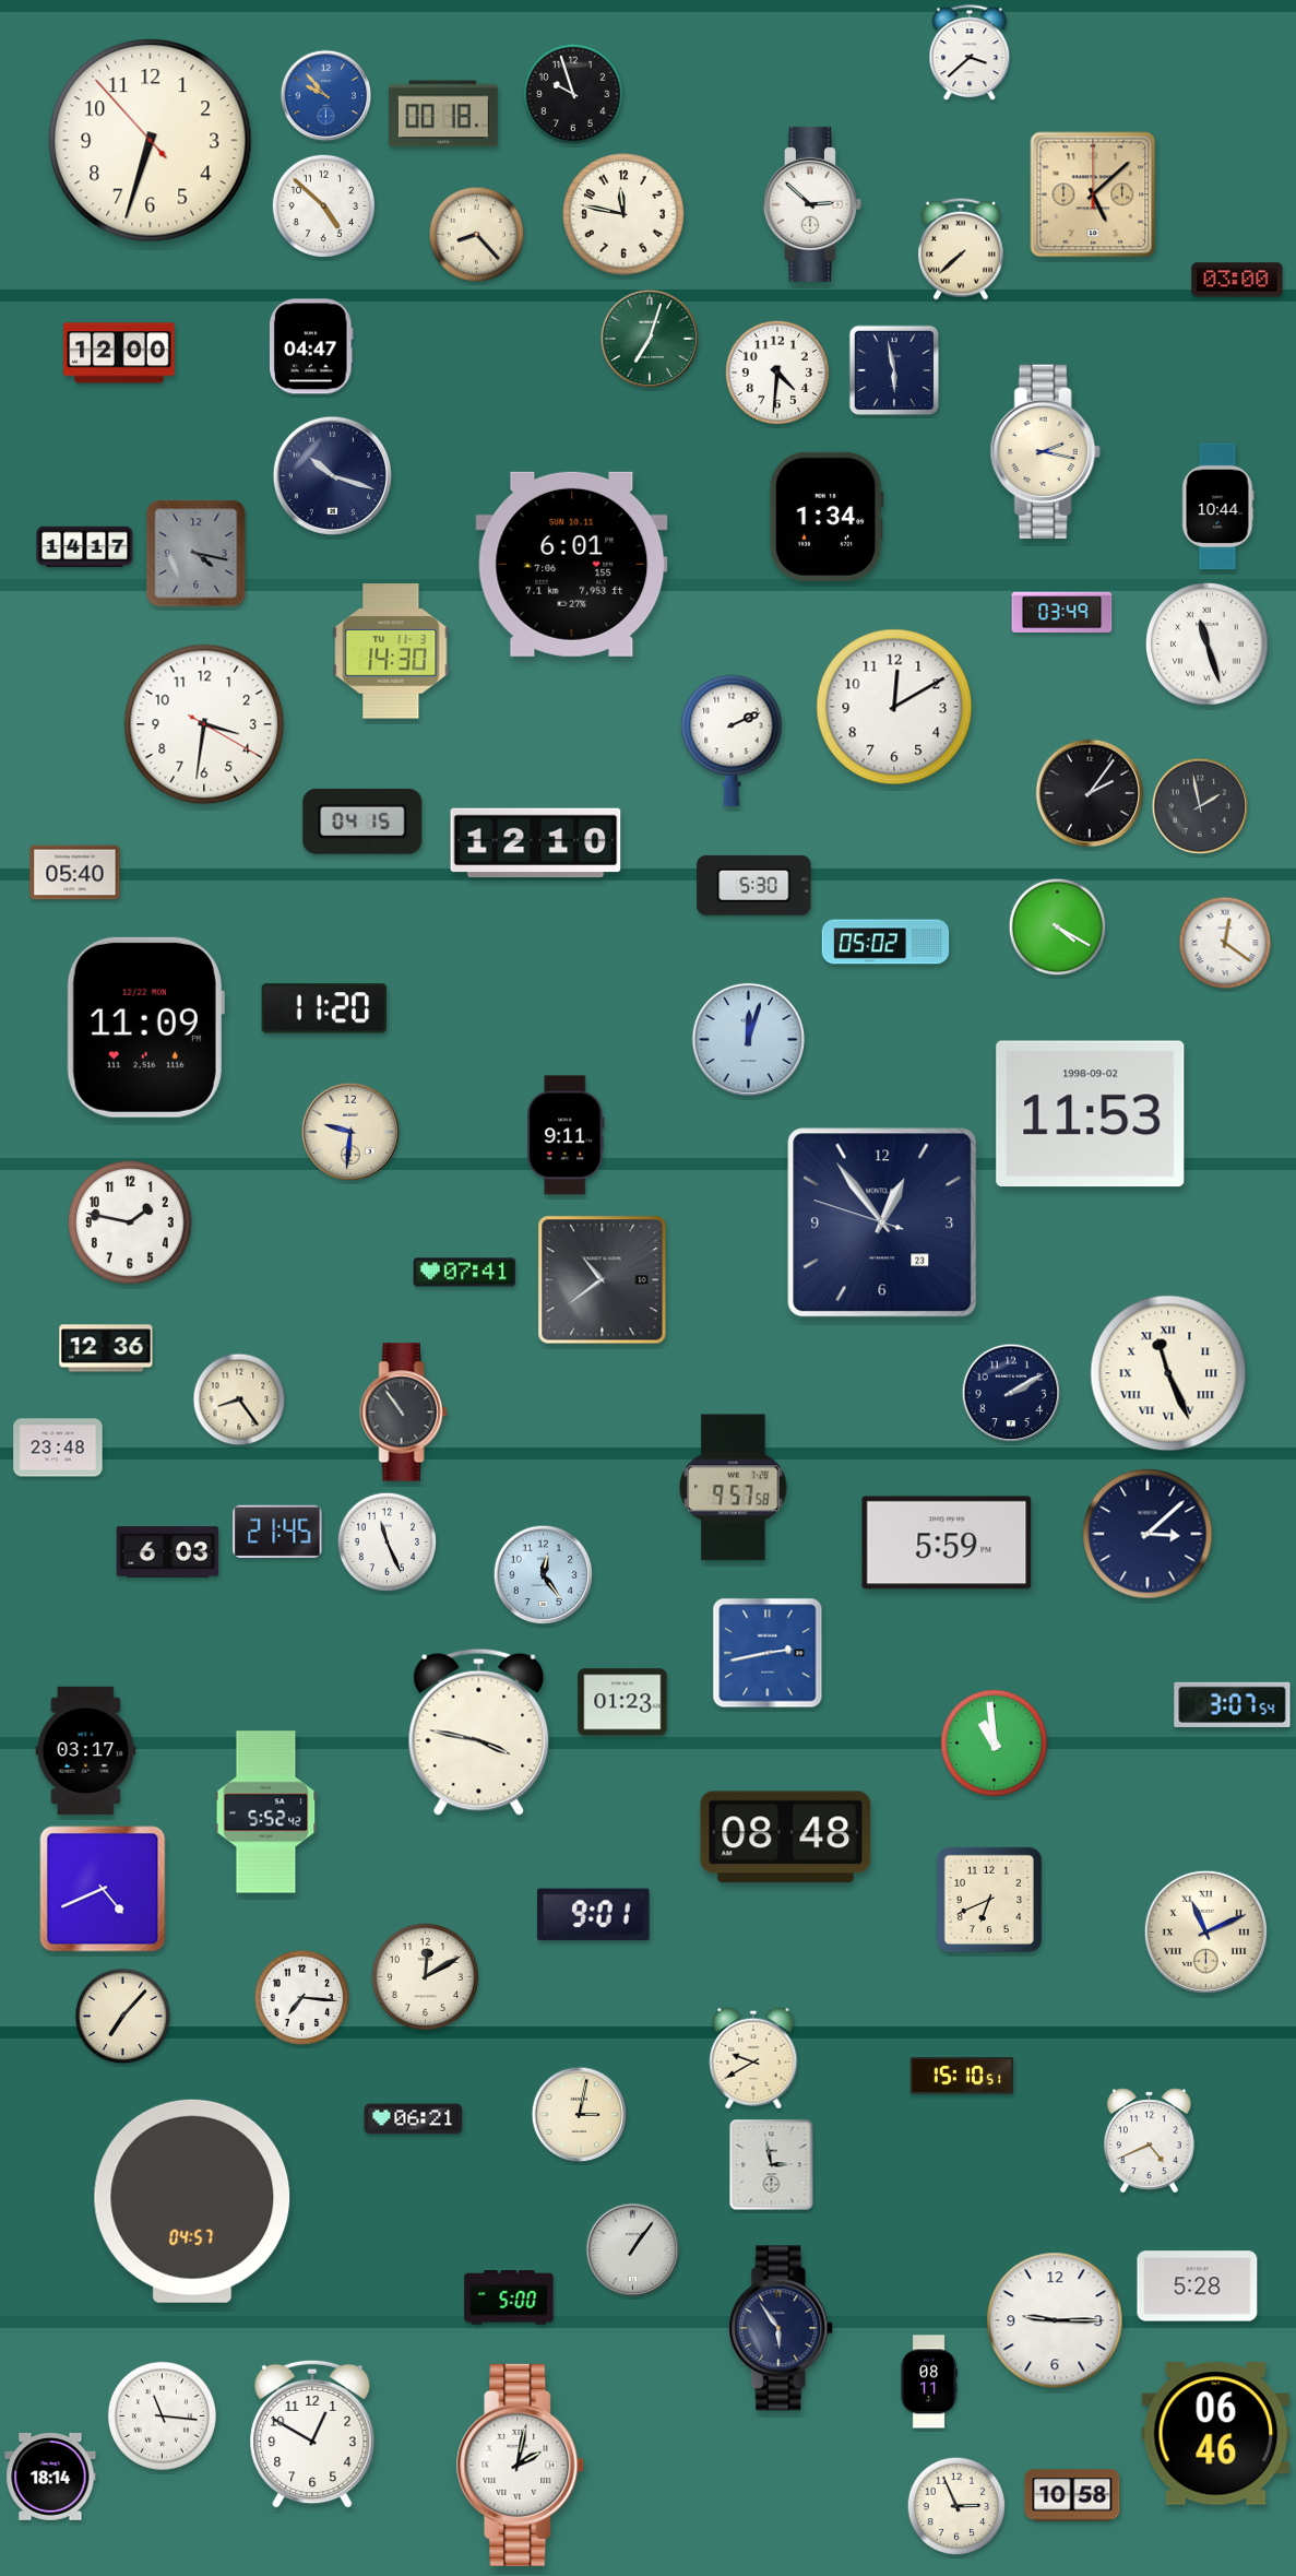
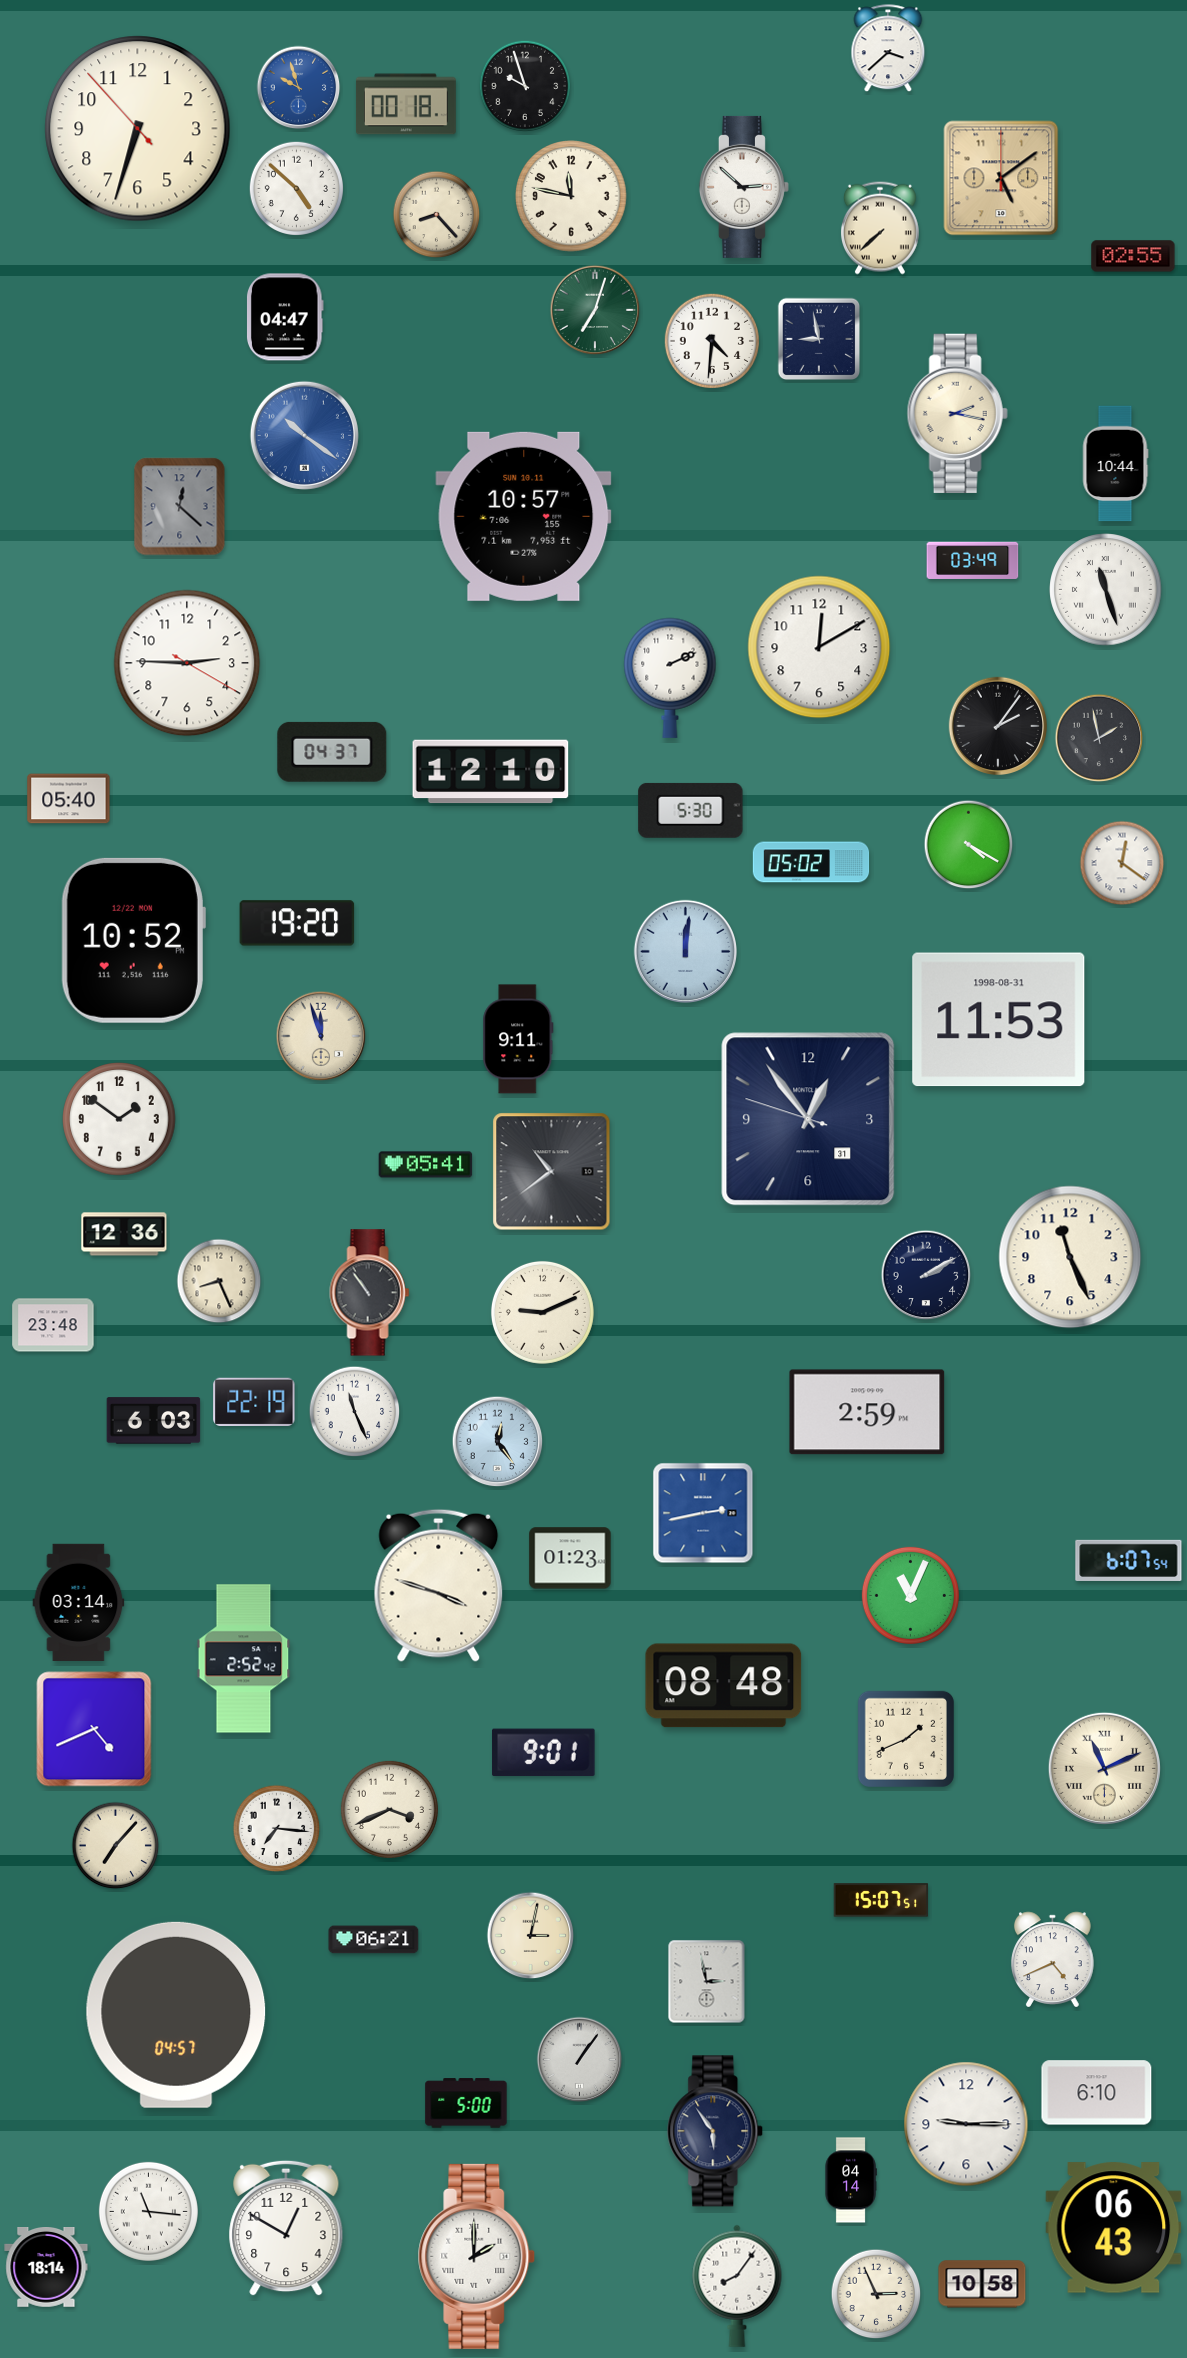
clock at (326, 96): 9:53 -> 9:57
clock at (1093, 194): 5:08 -> 5:09
clock at (1237, 280): 03:00 -> 02:55
clock at (119, 353): 12:00 -> none
clock at (894, 370): 5:58 -> 8:58
clock at (332, 475): 10:18 -> 10:21
clock at (332, 475) dial: navy -> blue
clock at (827, 517): 1:34 -> none
clock at (85, 547): 14:17 -> none
clock at (197, 554): 4:17 -> 12:22
clock at (572, 564): 6:01 -> 10:57
clock at (391, 651): 14:30 -> none
clock at (204, 724): 3:31 -> 2:45
clock at (362, 822): 04:15 -> 04:37
clock at (1058, 927) position: (1058, 927) -> (969, 845)
clock at (324, 1008): 11:20 -> 19:20
clock at (145, 1027): 11:09 -> 10:52
clock at (748, 1039): 12:03 -> 12:01
clock at (1091, 1114) date: 1998-09-02 -> 1998-08-31
clock at (350, 1132): 9:31 -> 11:57
clock at (130, 1222): 1:47 -> 1:51
clock at (882, 1222) date: 23 -> 31
clock at (465, 1273): 07:41 -> 05:41
clock at (106, 1348) position: (106, 1348) -> (124, 1234)
clock at (1168, 1373) numerals: Roman -> Arabic
clock at (239, 1399): 8:24 -> 8:26
clock at (542, 1312): none -> 9:11
clock at (734, 1488): 9:57 -> none
clock at (277, 1531): 21:45 -> 22:19
clock at (1148, 1534): 3:08 -> none
clock at (947, 1543): 5:59 -> 2:59
clock at (1233, 1704): 3:07 -> 6:07
clock at (479, 1732): 3:47 -> 3:48
clock at (994, 1742): 10:59 -> 11:04
clock at (86, 1750): 03:17 -> 03:14
clock at (266, 1812): 5:52 -> 2:52
clock at (786, 1838) position: (786, 1838) -> (724, 1686)
clock at (989, 1900): 6:41 -> 1:41
clock at (425, 1976): 12:10 -> 3:41
clock at (123, 2017) position: (123, 2017) -> (116, 1846)
clock at (753, 2058): 9:40 -> none
clock at (962, 2076): 15:10 -> 15:07
clock at (414, 2119) position: (414, 2119) -> (374, 1940)
clock at (1198, 2287): 5:28 -> 6:10
clock at (929, 2382): 08:11 -> 04:14
clock at (1216, 2434): 06:46 -> 06:43
clock at (521, 2465): 2:02 -> 2:00
clock at (737, 2286): none -> 8:06
